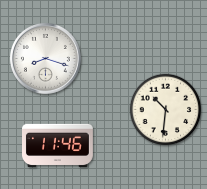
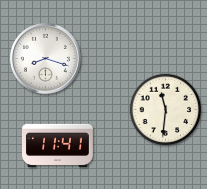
clock at (166, 110): 10:31 -> 11:31
clock at (58, 145): 11:46 -> 11:41
